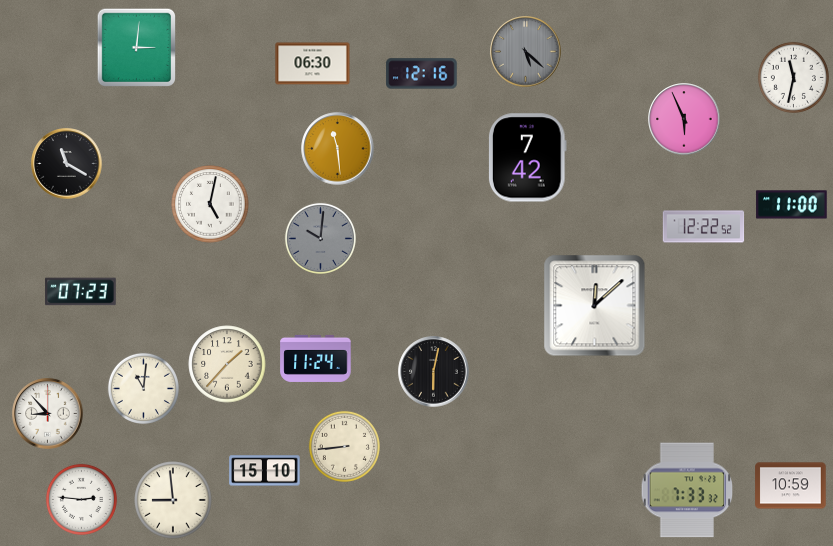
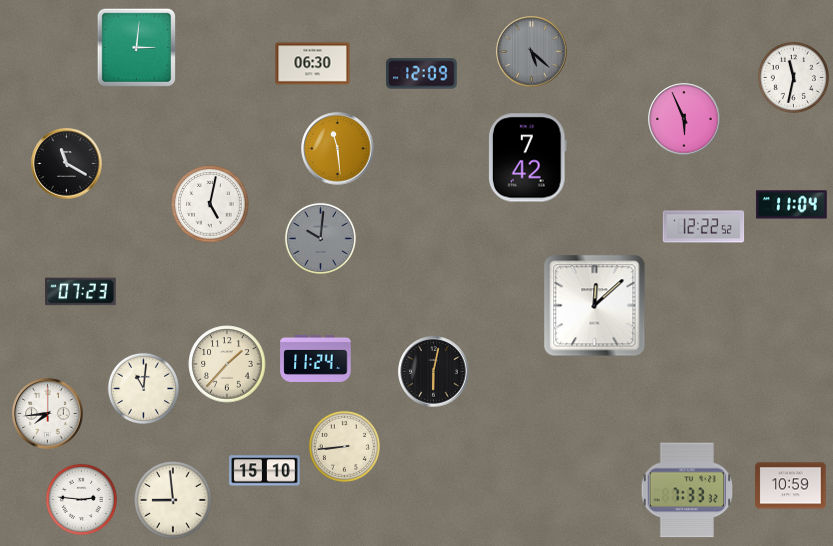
clock at (526, 52) position: (526, 52) -> (532, 52)
clock at (422, 74): 12:16 -> 12:09
clock at (792, 205): 11:00 -> 11:04
clock at (48, 414): 8:53 -> 7:44
